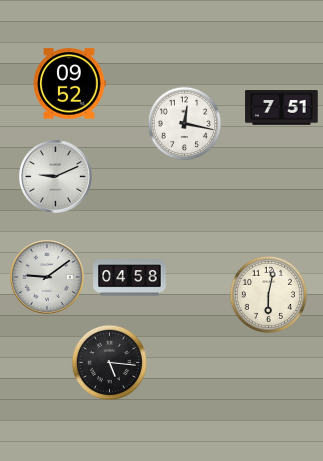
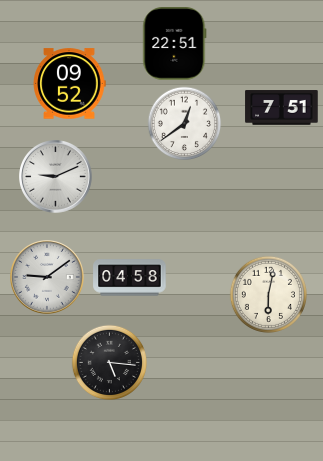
clock at (175, 44): none -> 22:51
clock at (185, 124): 12:17 -> 12:39
